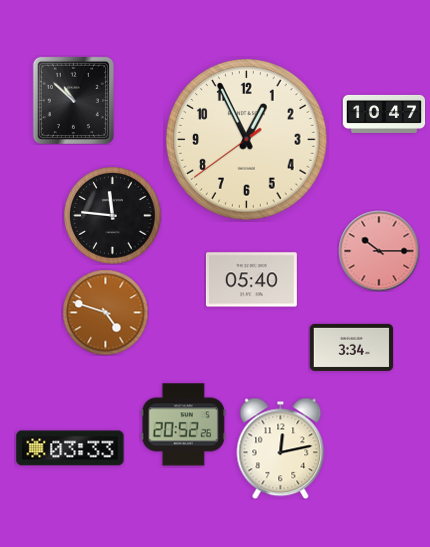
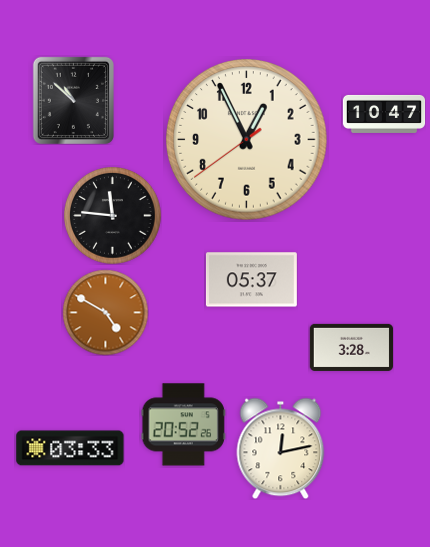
clock at (379, 251): 10:15 -> none
clock at (251, 280): 05:40 -> 05:37
clock at (105, 312): 4:48 -> 4:50
clock at (351, 347): 3:34 -> 3:28
